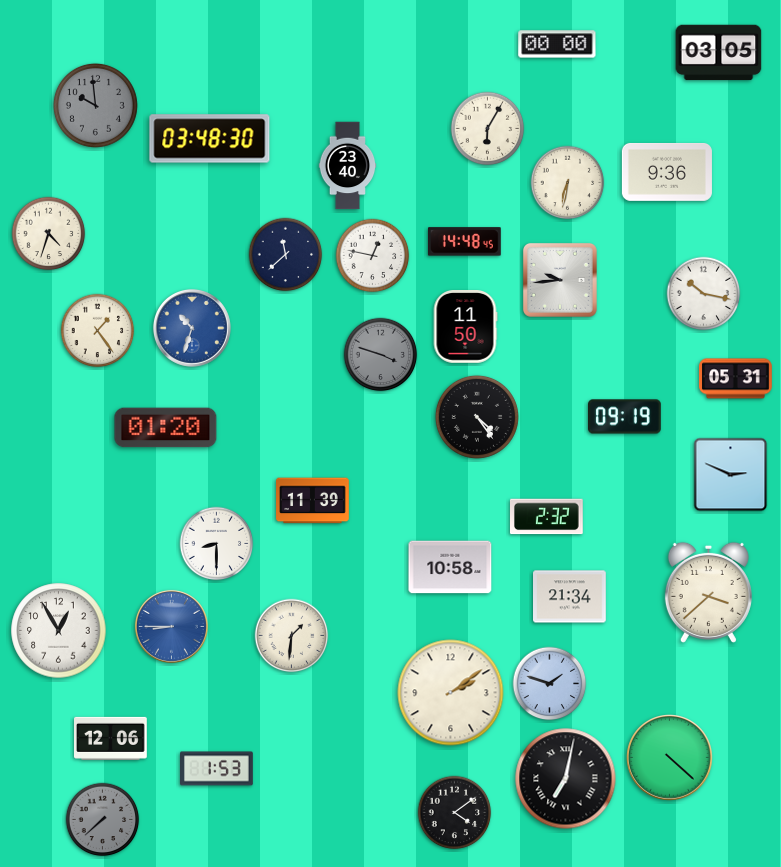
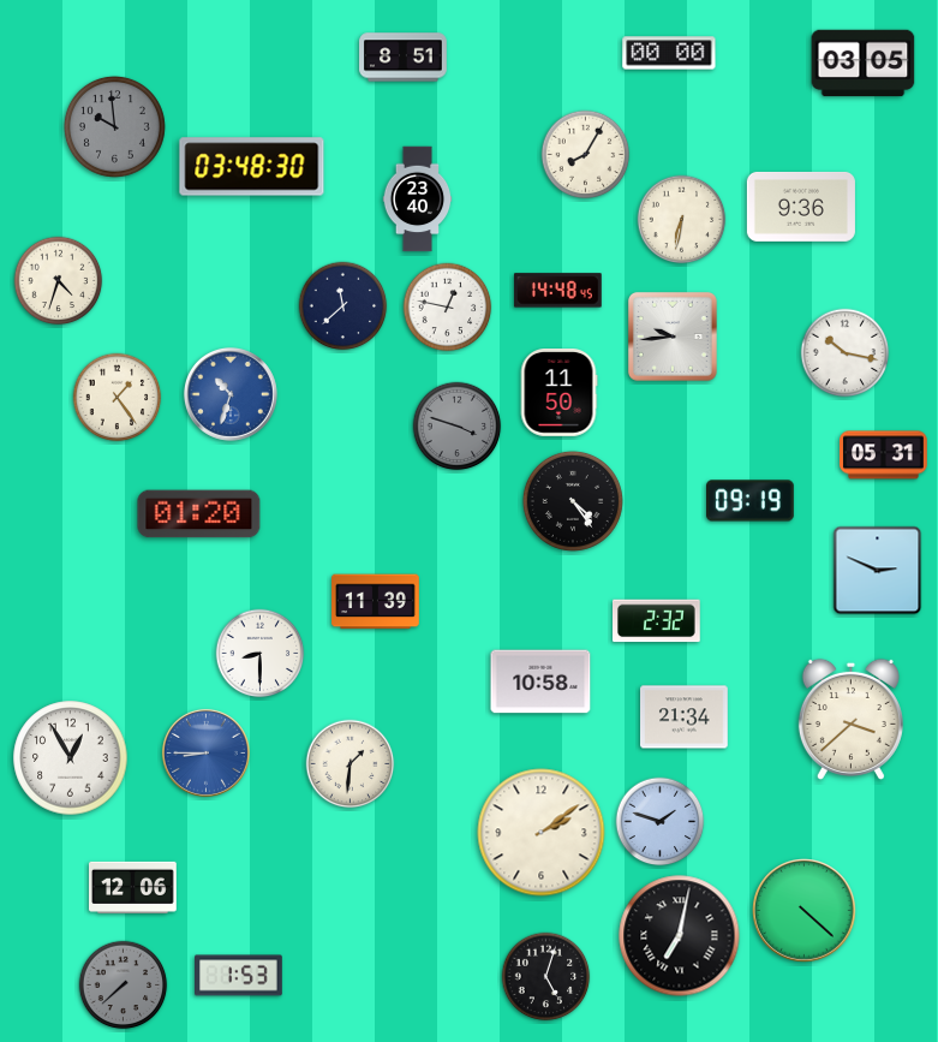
clock at (404, 58): none -> 8:51
clock at (488, 129): 6:05 -> 8:05
clock at (708, 592) position: (708, 592) -> (850, 719)
clock at (217, 769) position: (217, 769) -> (239, 976)
clock at (455, 813): 4:09 -> 5:03
